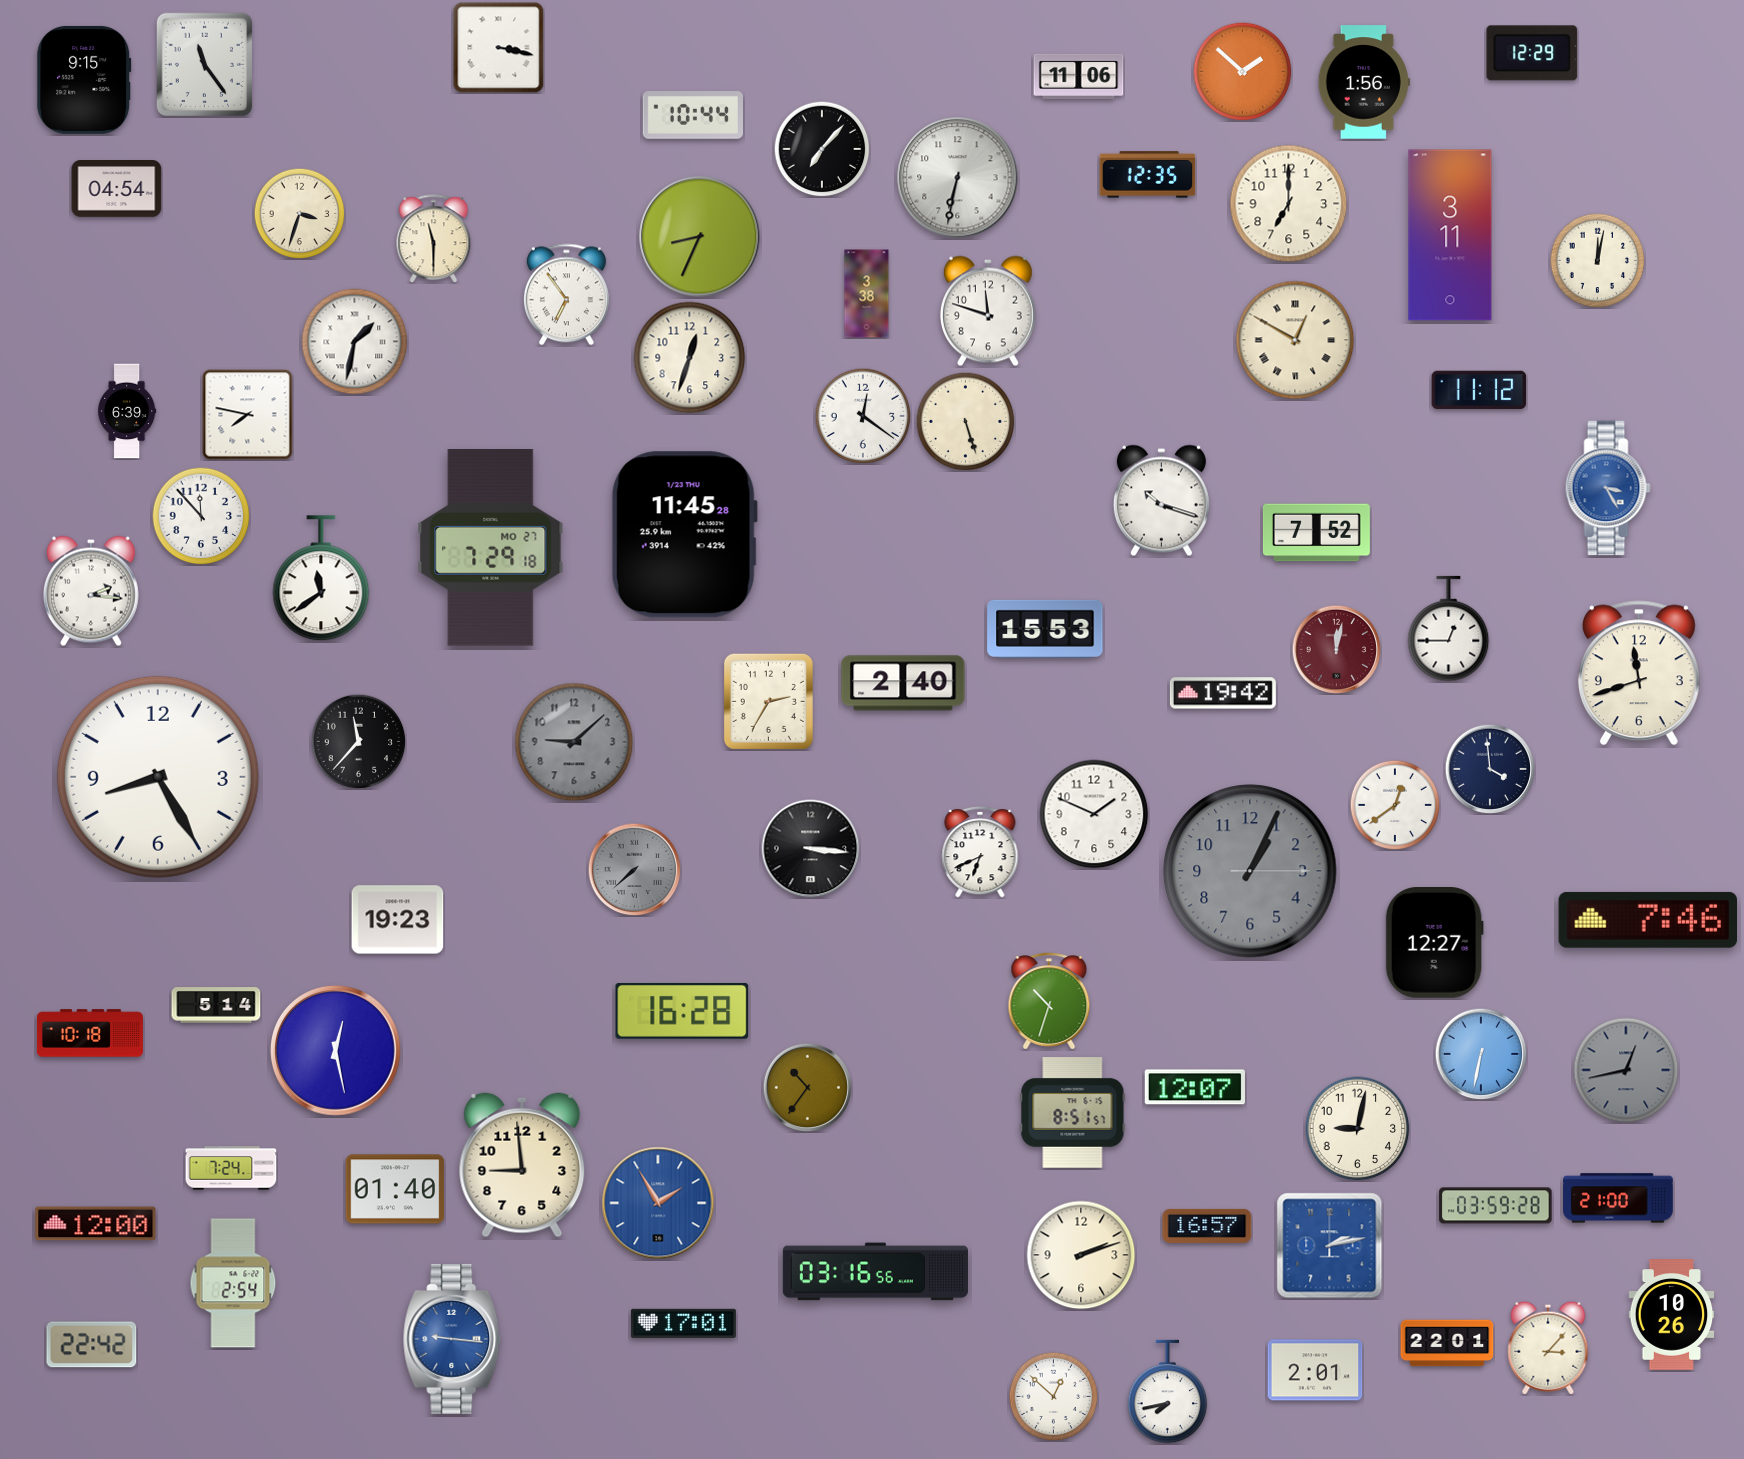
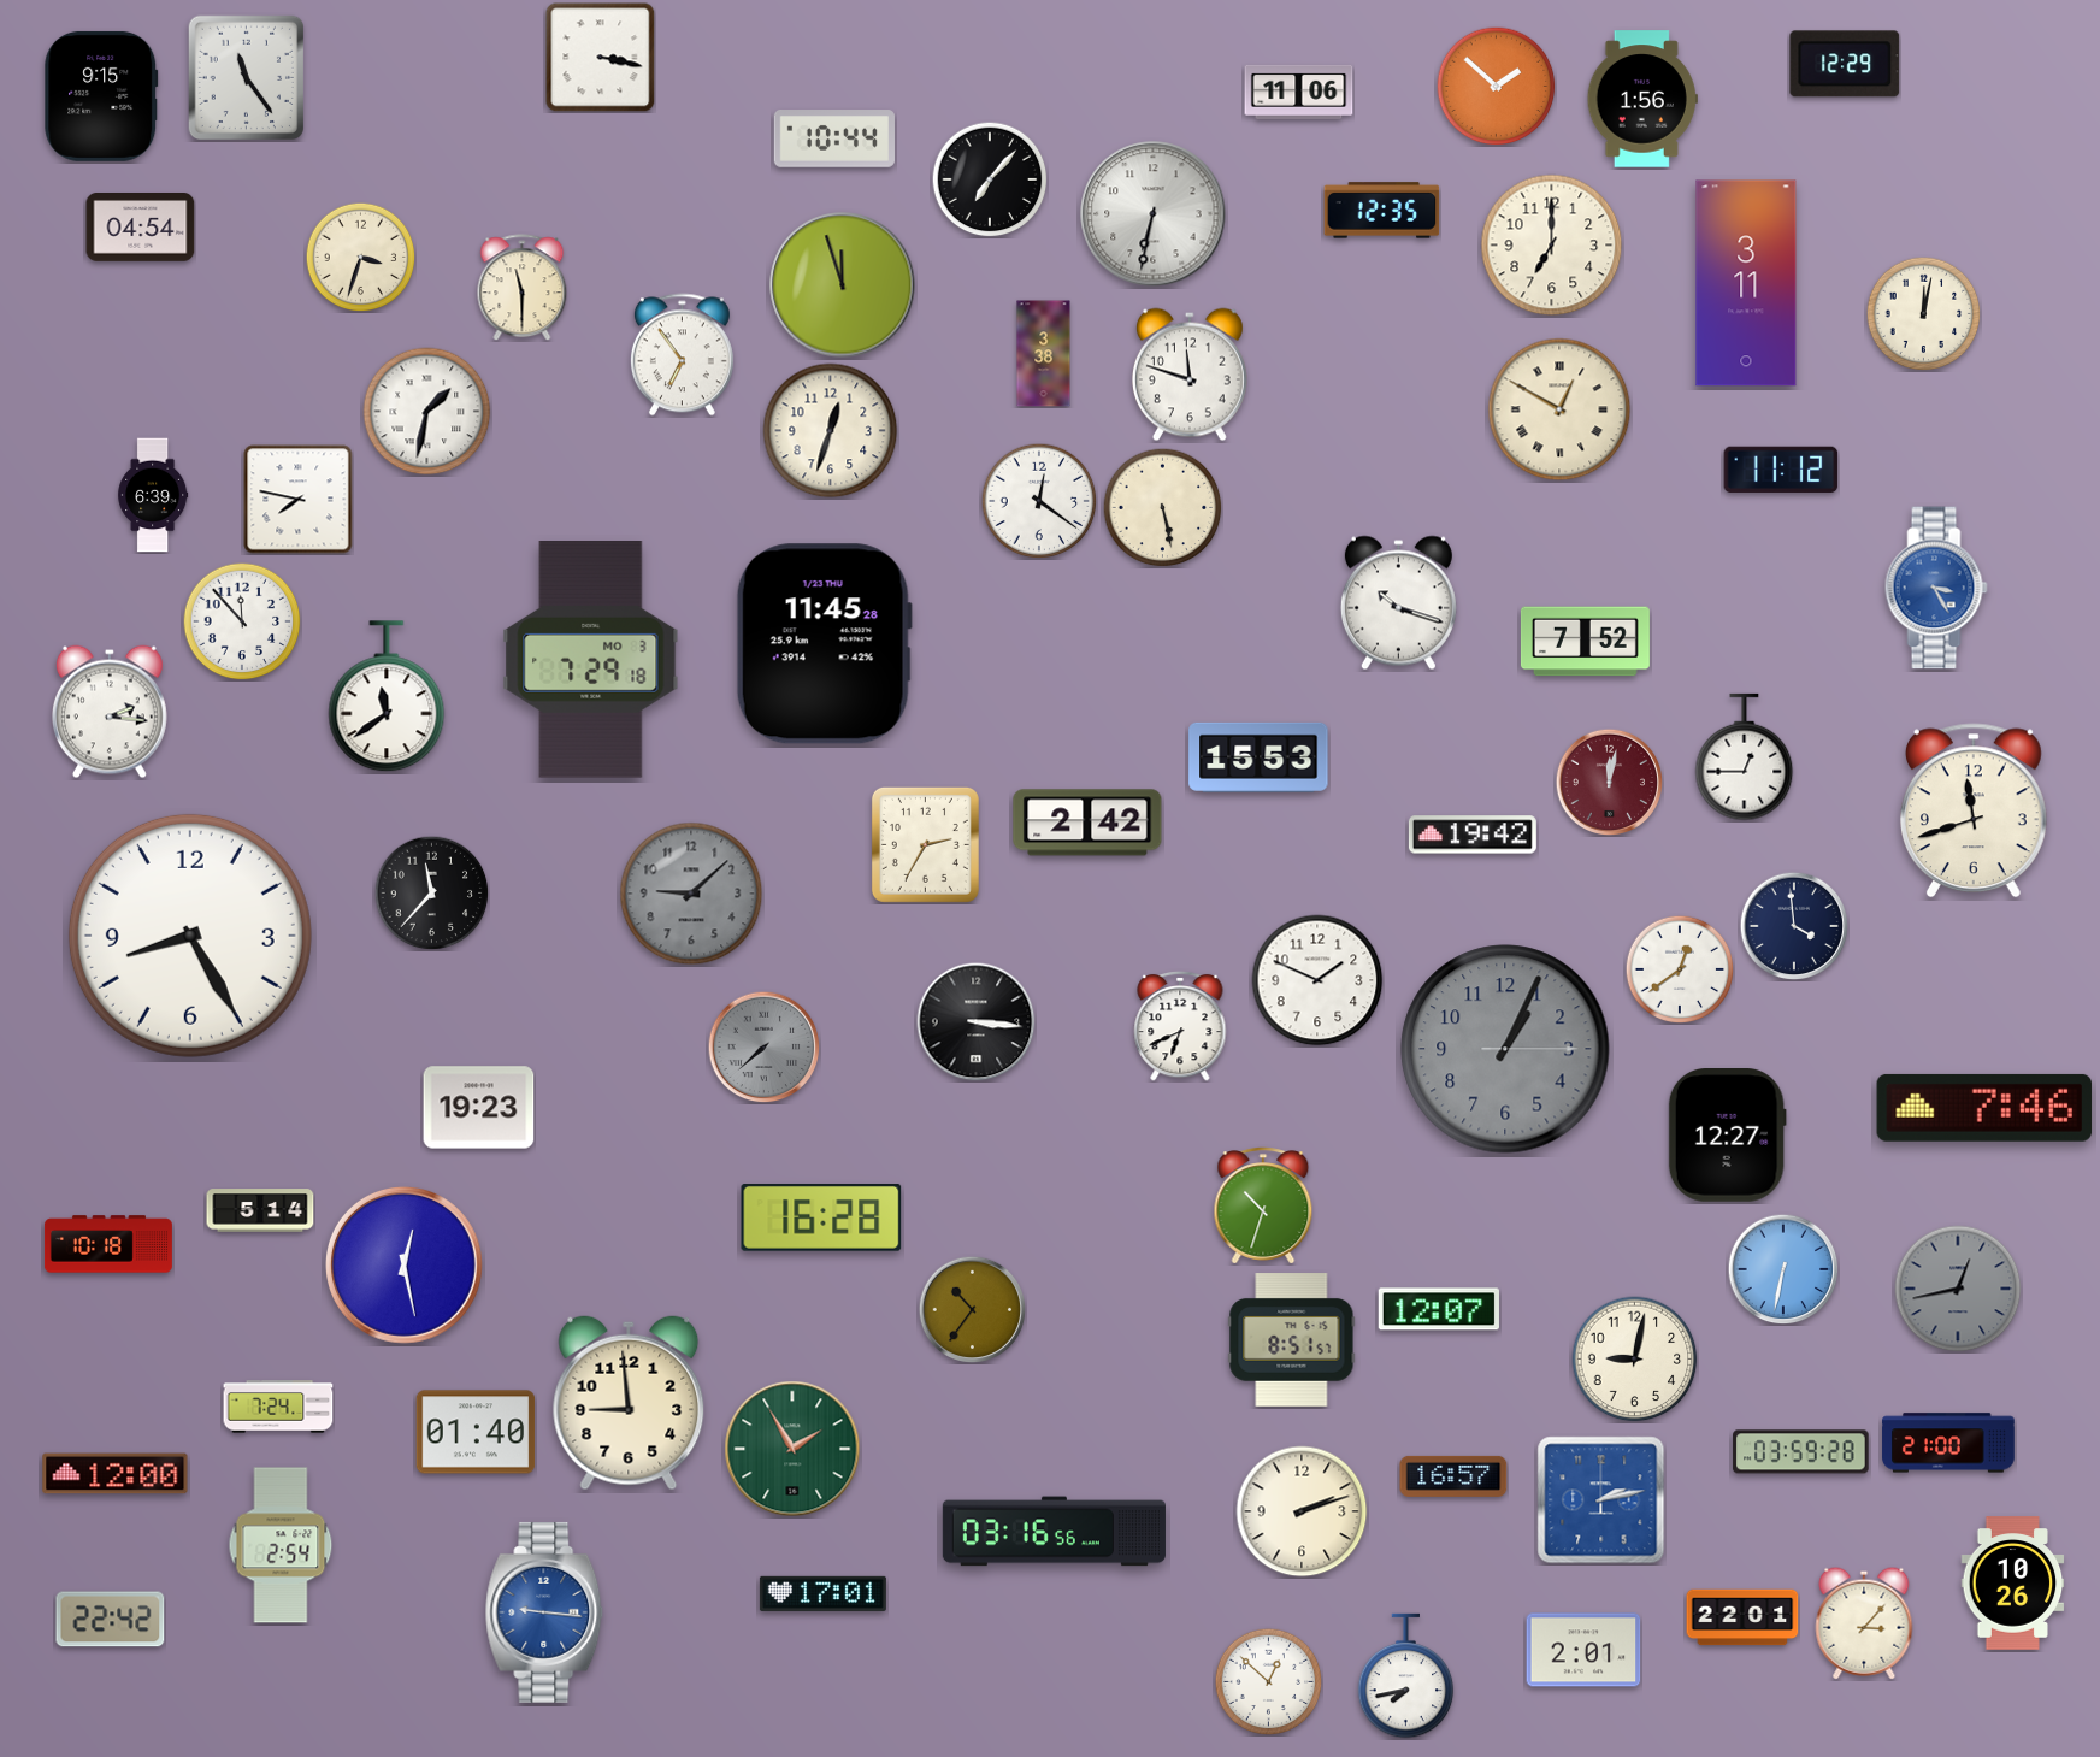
clock at (700, 237): 8:34 -> 11:57
clock at (966, 422): 5:27 -> 5:28
clock at (491, 548) date: MO 27 -> MO 3
clock at (903, 683): 2:40 -> 2:42
clock at (658, 1203) dial: blue -> green
